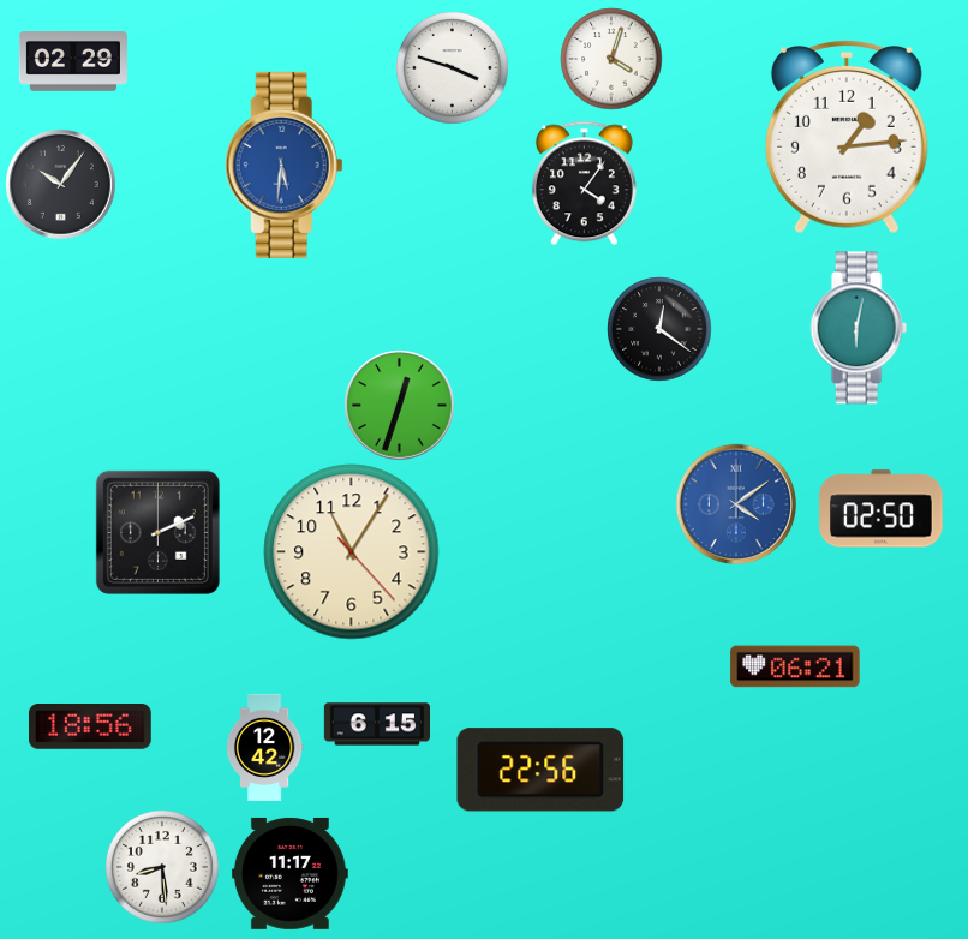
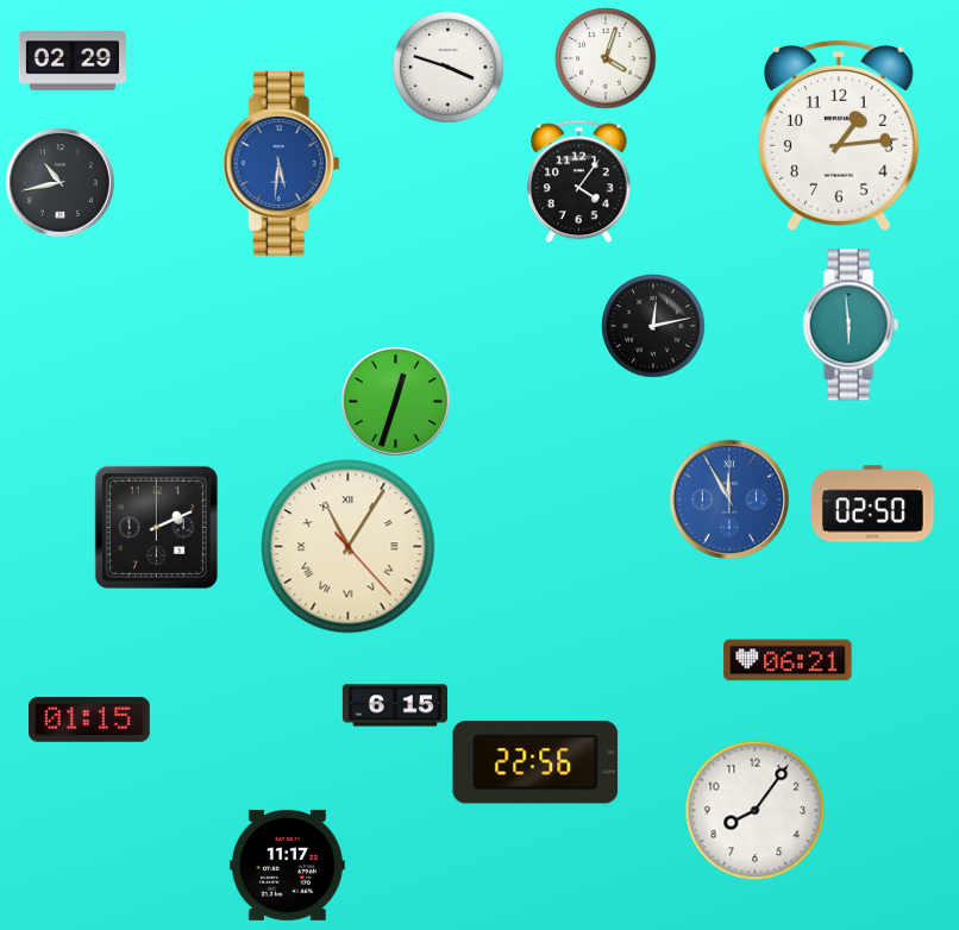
clock at (61, 185): 10:06 -> 10:43
clock at (859, 328): 6:02 -> 5:59
clock at (659, 329): 12:21 -> 12:13
clock at (735, 503): 4:09 -> 11:55
clock at (352, 552) numerals: Arabic -> Roman
clock at (376, 724) position: (376, 724) -> (394, 705)
clock at (90, 726): 18:56 -> 01:15
clock at (264, 747): 12:42 -> none
clock at (754, 810): none -> 8:06
clock at (162, 867): 8:29 -> none
